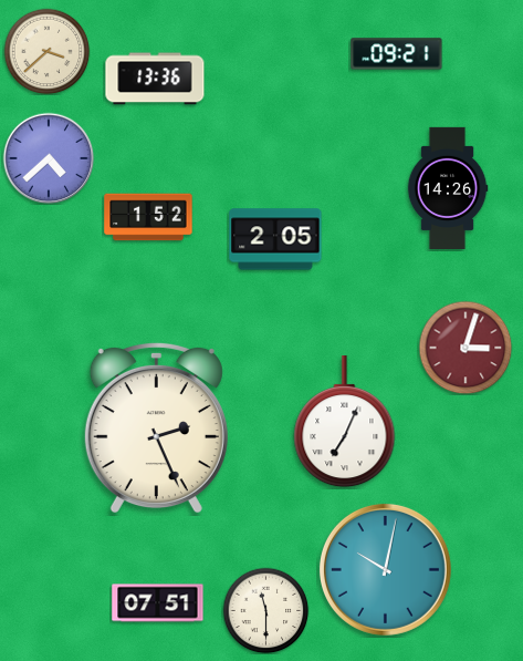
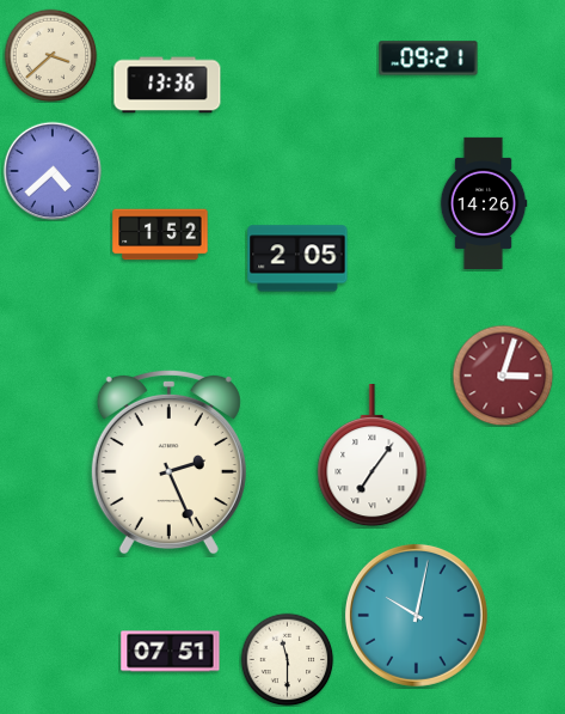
clock at (345, 423): 7:04 -> 7:06
